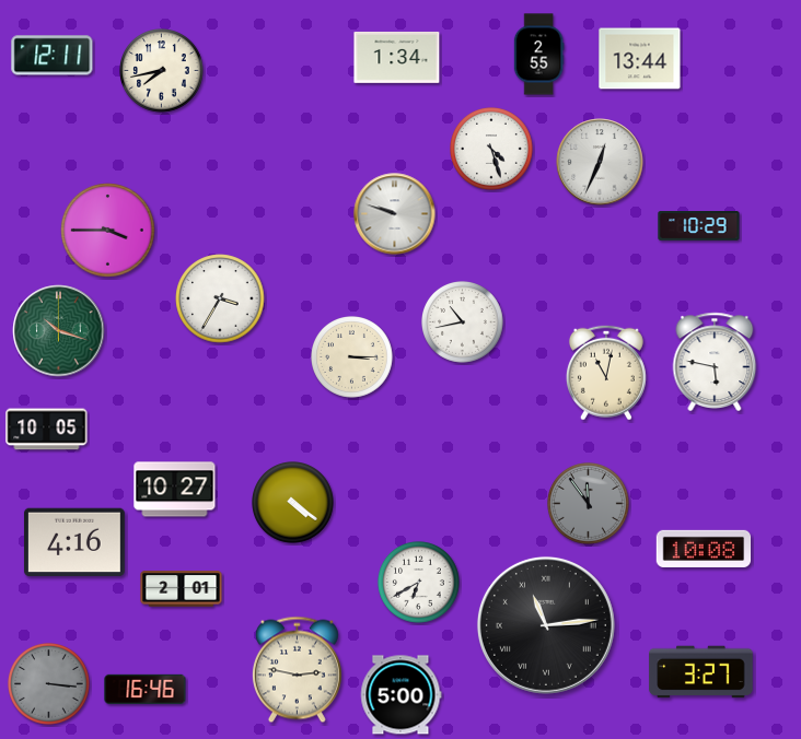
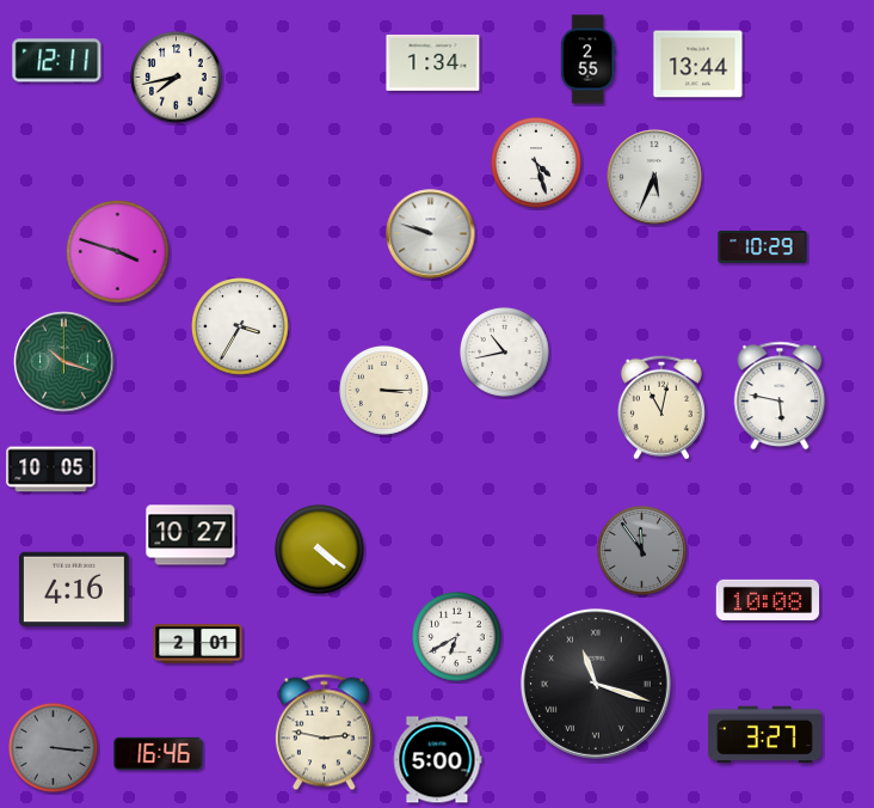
clock at (600, 162): 12:34 -> 5:34
clock at (108, 231): 3:45 -> 3:48
clock at (74, 542) position: (74, 542) -> (74, 589)
clock at (546, 625): 11:14 -> 11:18
